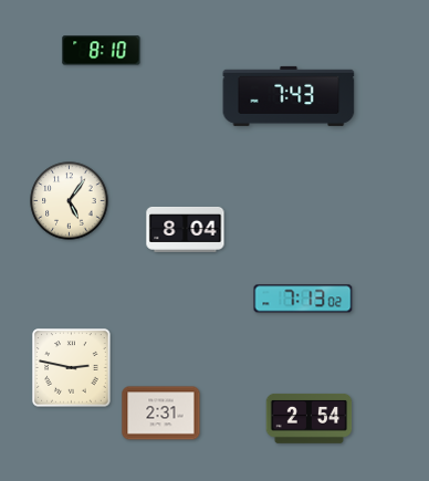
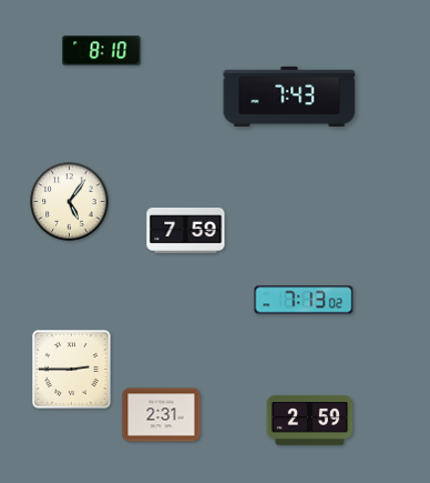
clock at (186, 229): 8:04 -> 7:59
clock at (72, 368): 2:47 -> 2:45
clock at (310, 418): 2:54 -> 2:59
